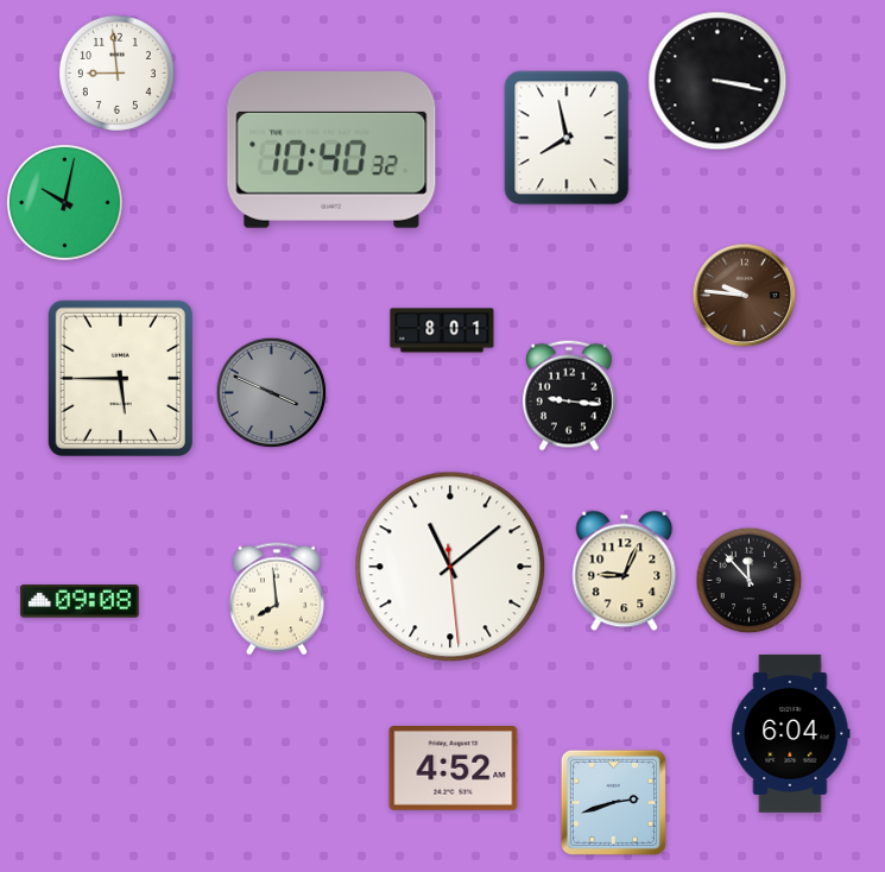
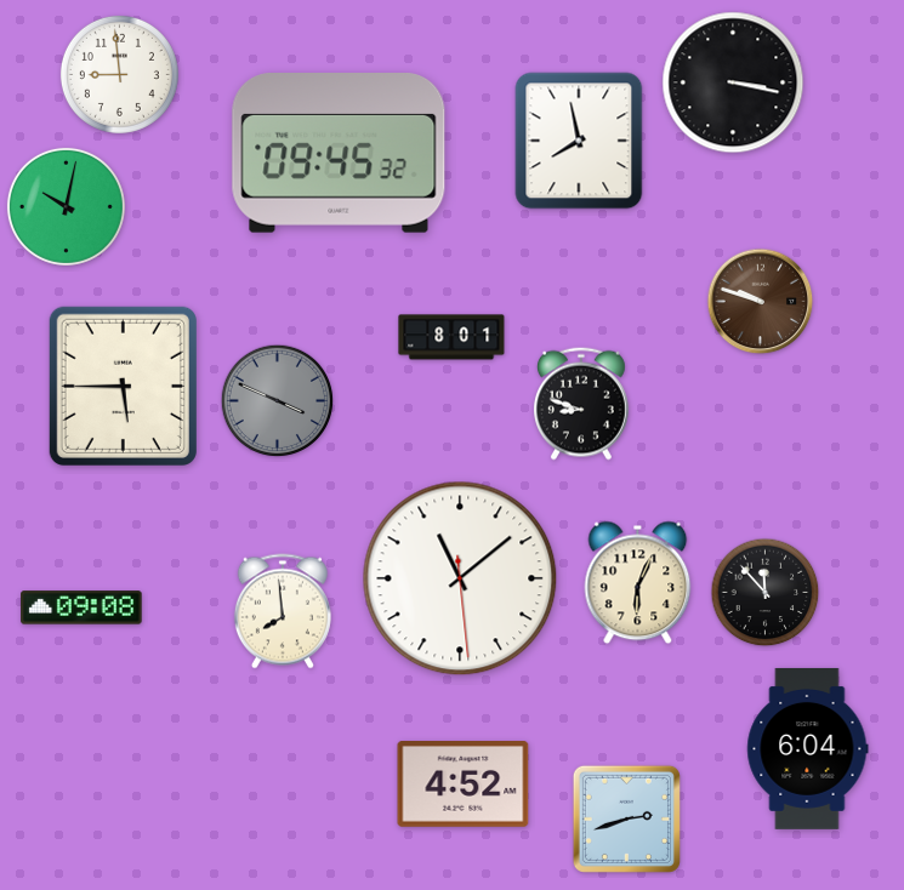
clock at (331, 151): 10:40 -> 09:45
clock at (745, 296): 9:46 -> 9:48
clock at (569, 396): 9:16 -> 8:48
clock at (625, 571): 9:04 -> 6:04
clock at (80, 601) position: (80, 601) -> (81, 607)
